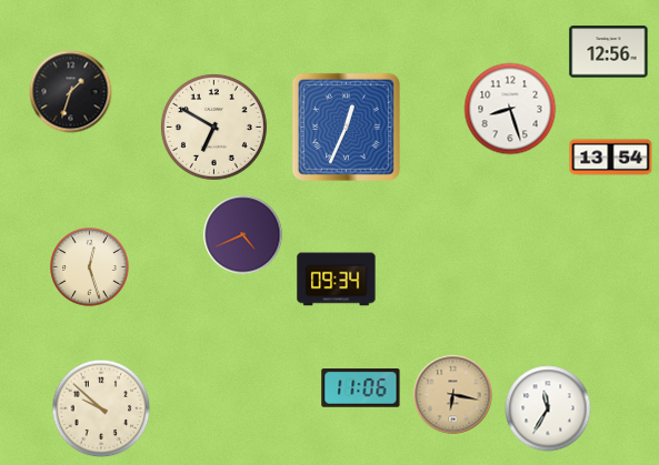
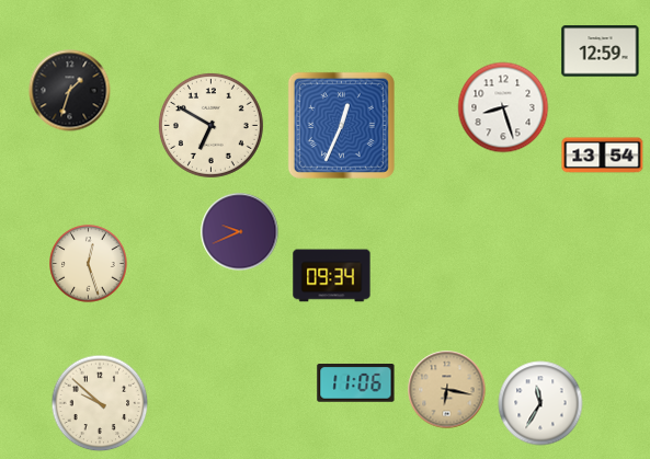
clock at (609, 52): 12:56 -> 12:59
clock at (243, 235): 4:41 -> 9:41
